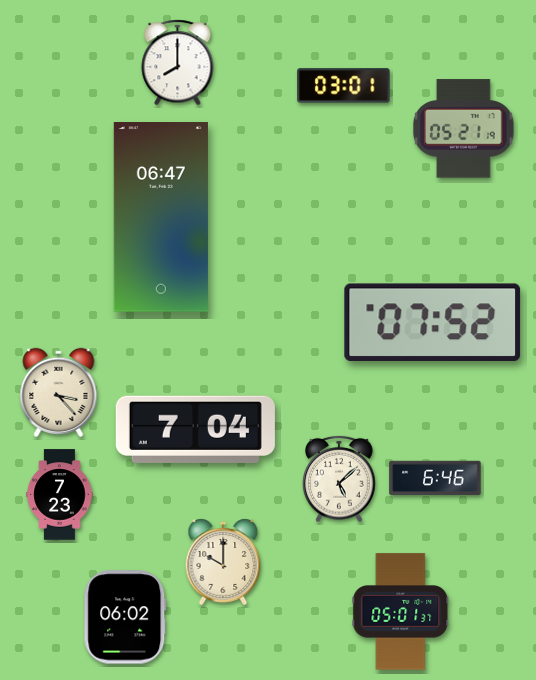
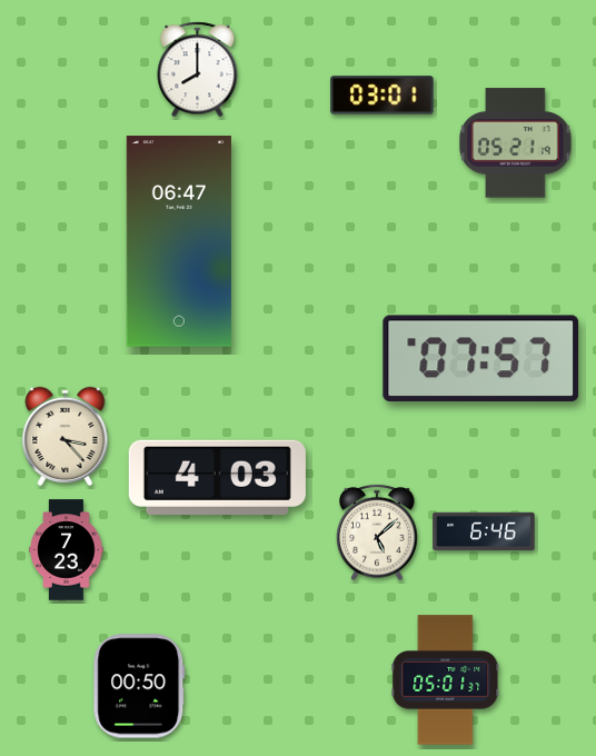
clock at (433, 322): 07:52 -> 07:57
clock at (195, 429): 7:04 -> 4:03
clock at (223, 562): 10:00 -> none
clock at (125, 617): 06:02 -> 00:50
